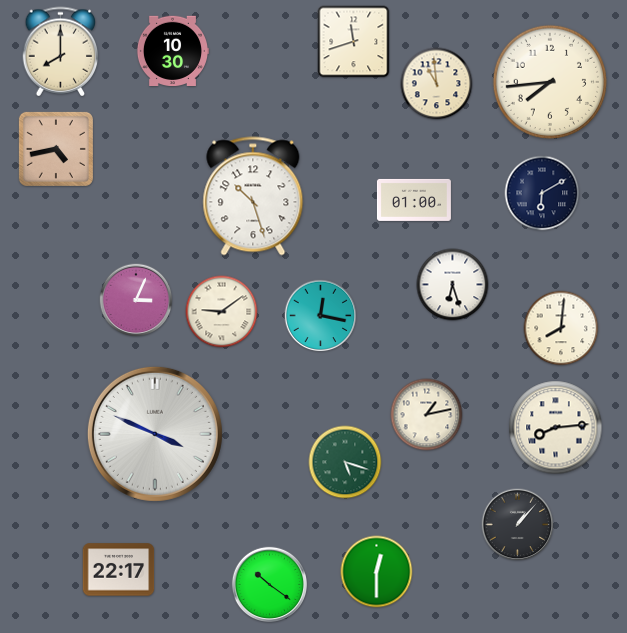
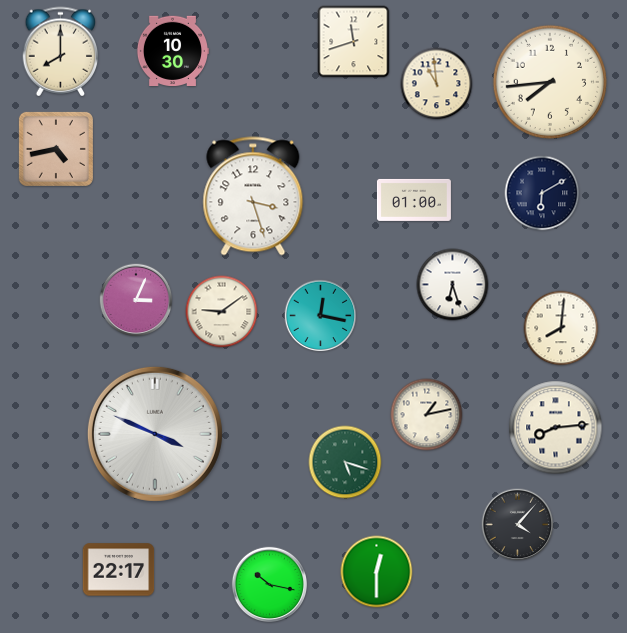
clock at (253, 196): 10:27 -> 3:27
clock at (518, 525): 1:07 -> 4:07
clock at (269, 584): 10:21 -> 10:17
